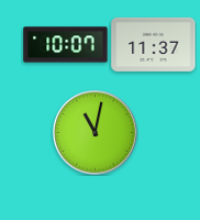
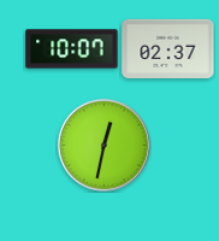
clock at (154, 44): 11:37 -> 02:37
clock at (95, 132): 11:02 -> 12:32
